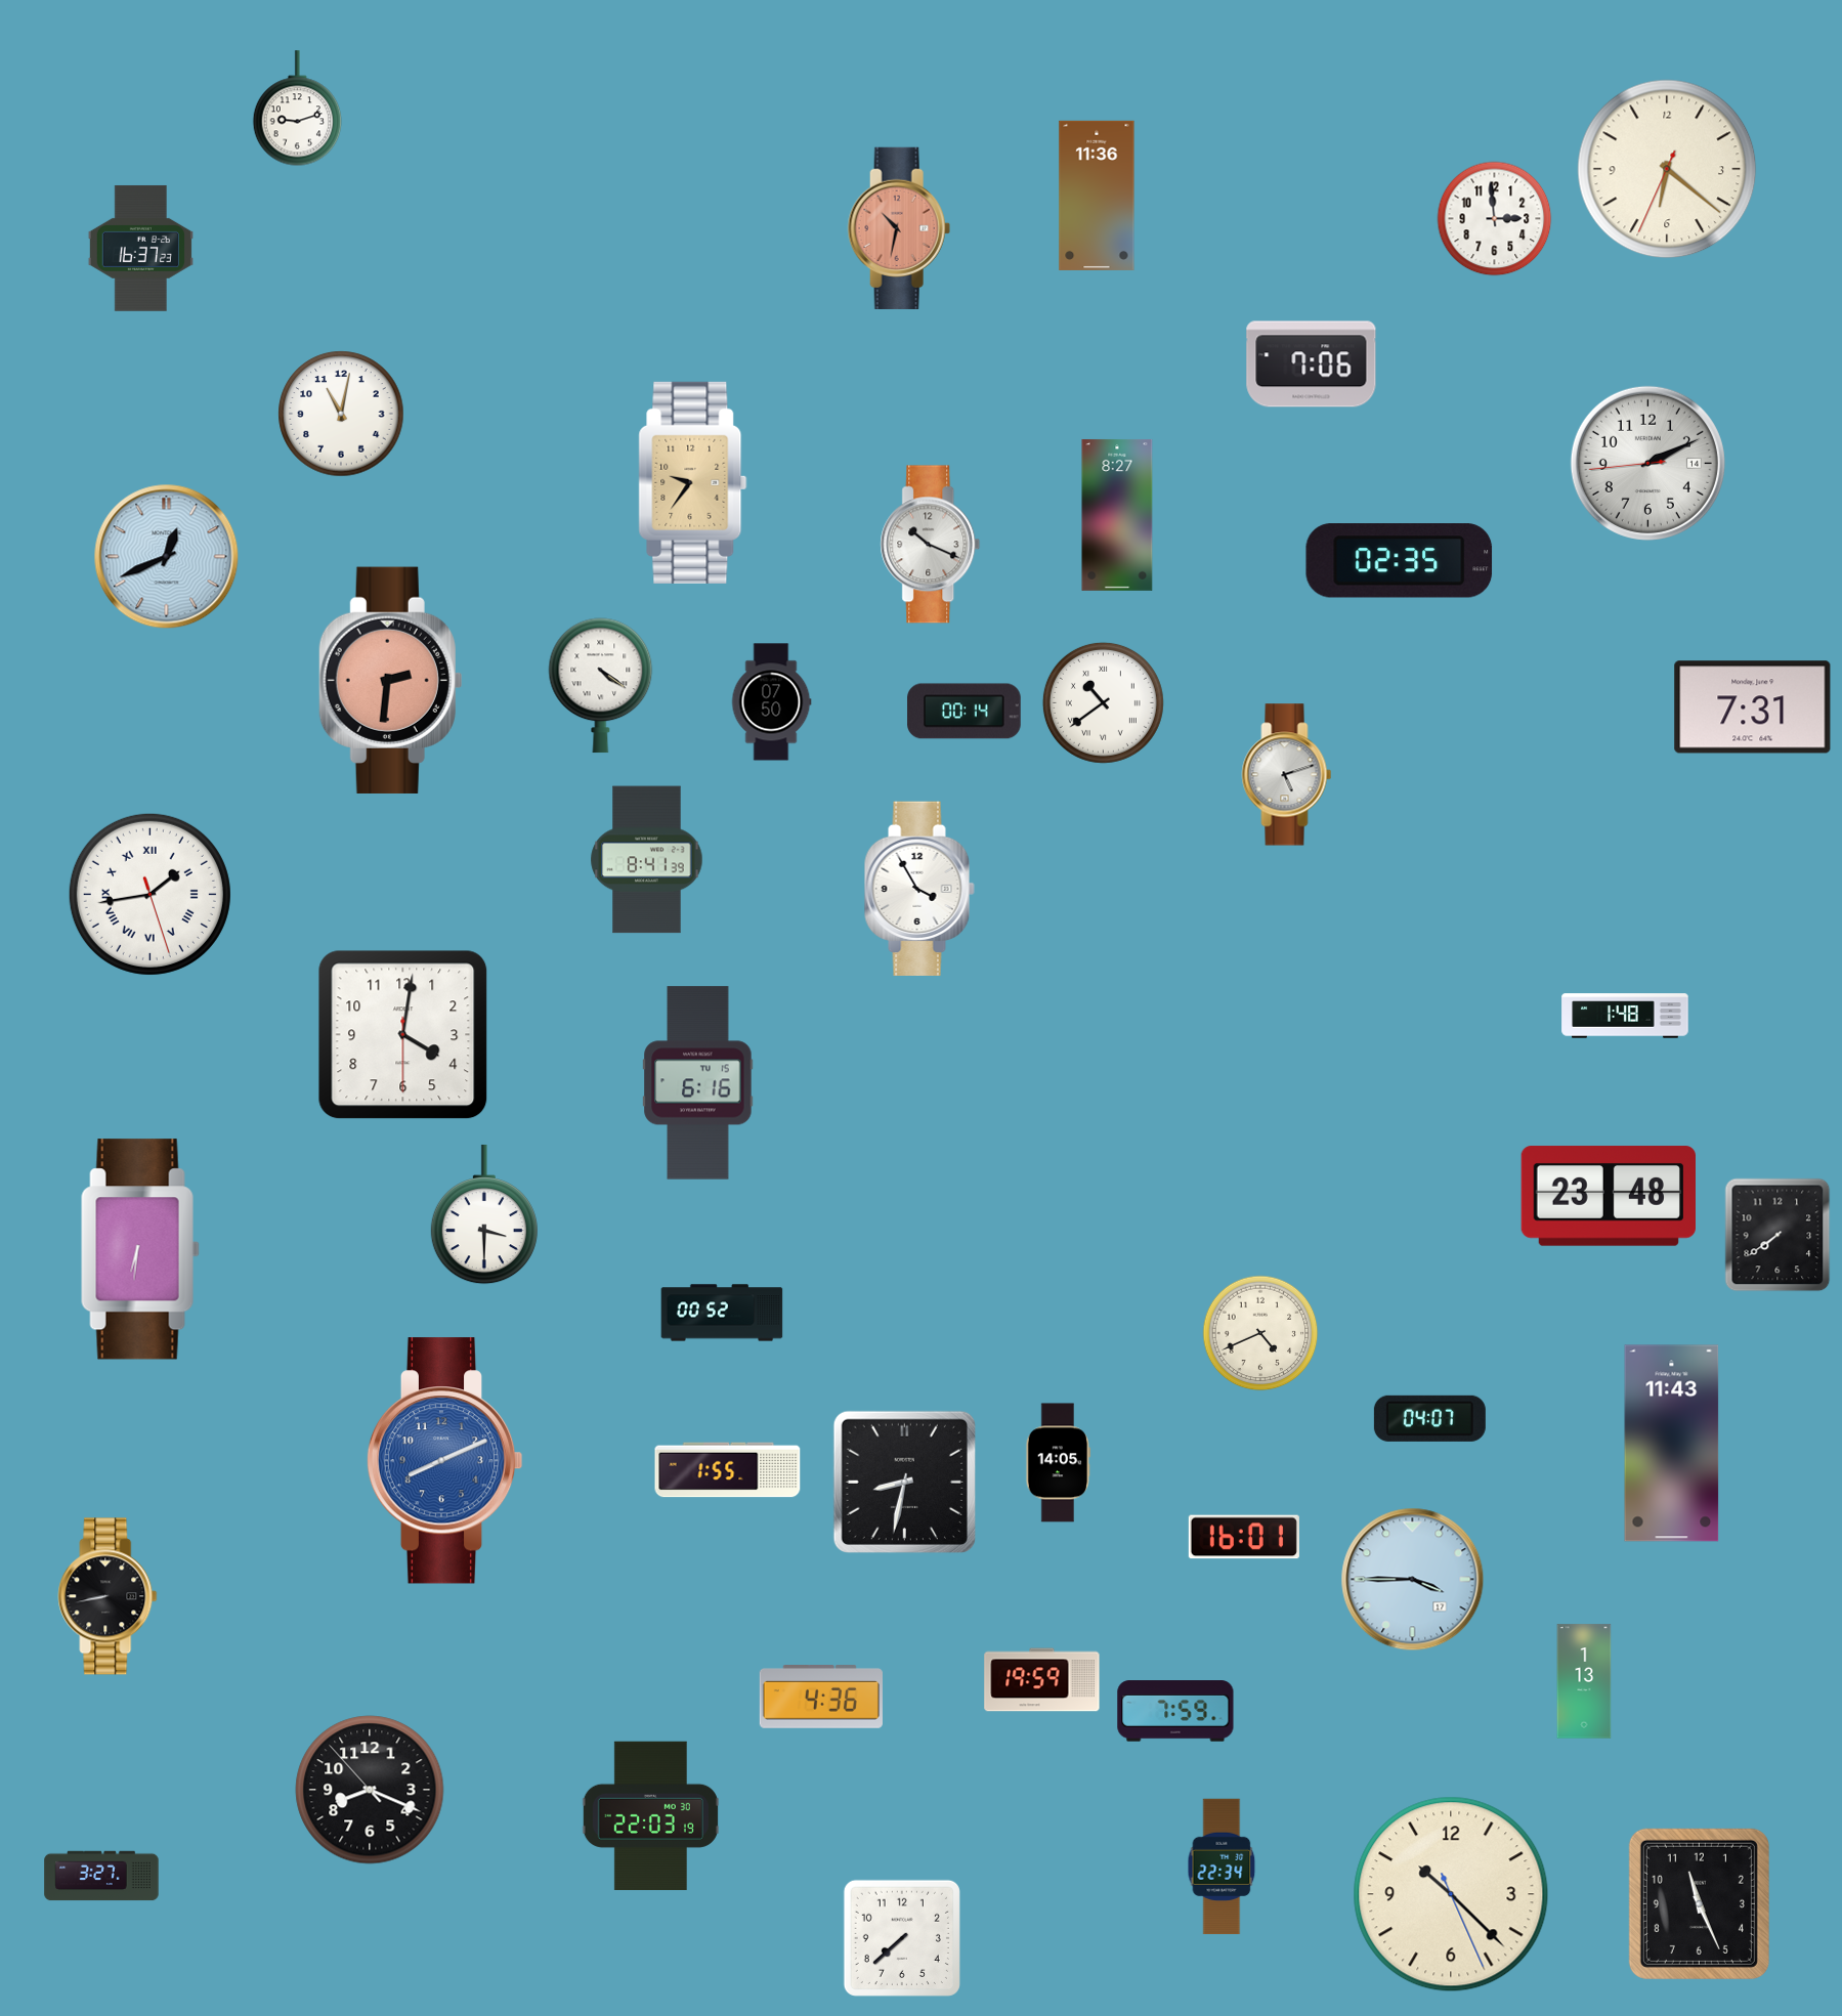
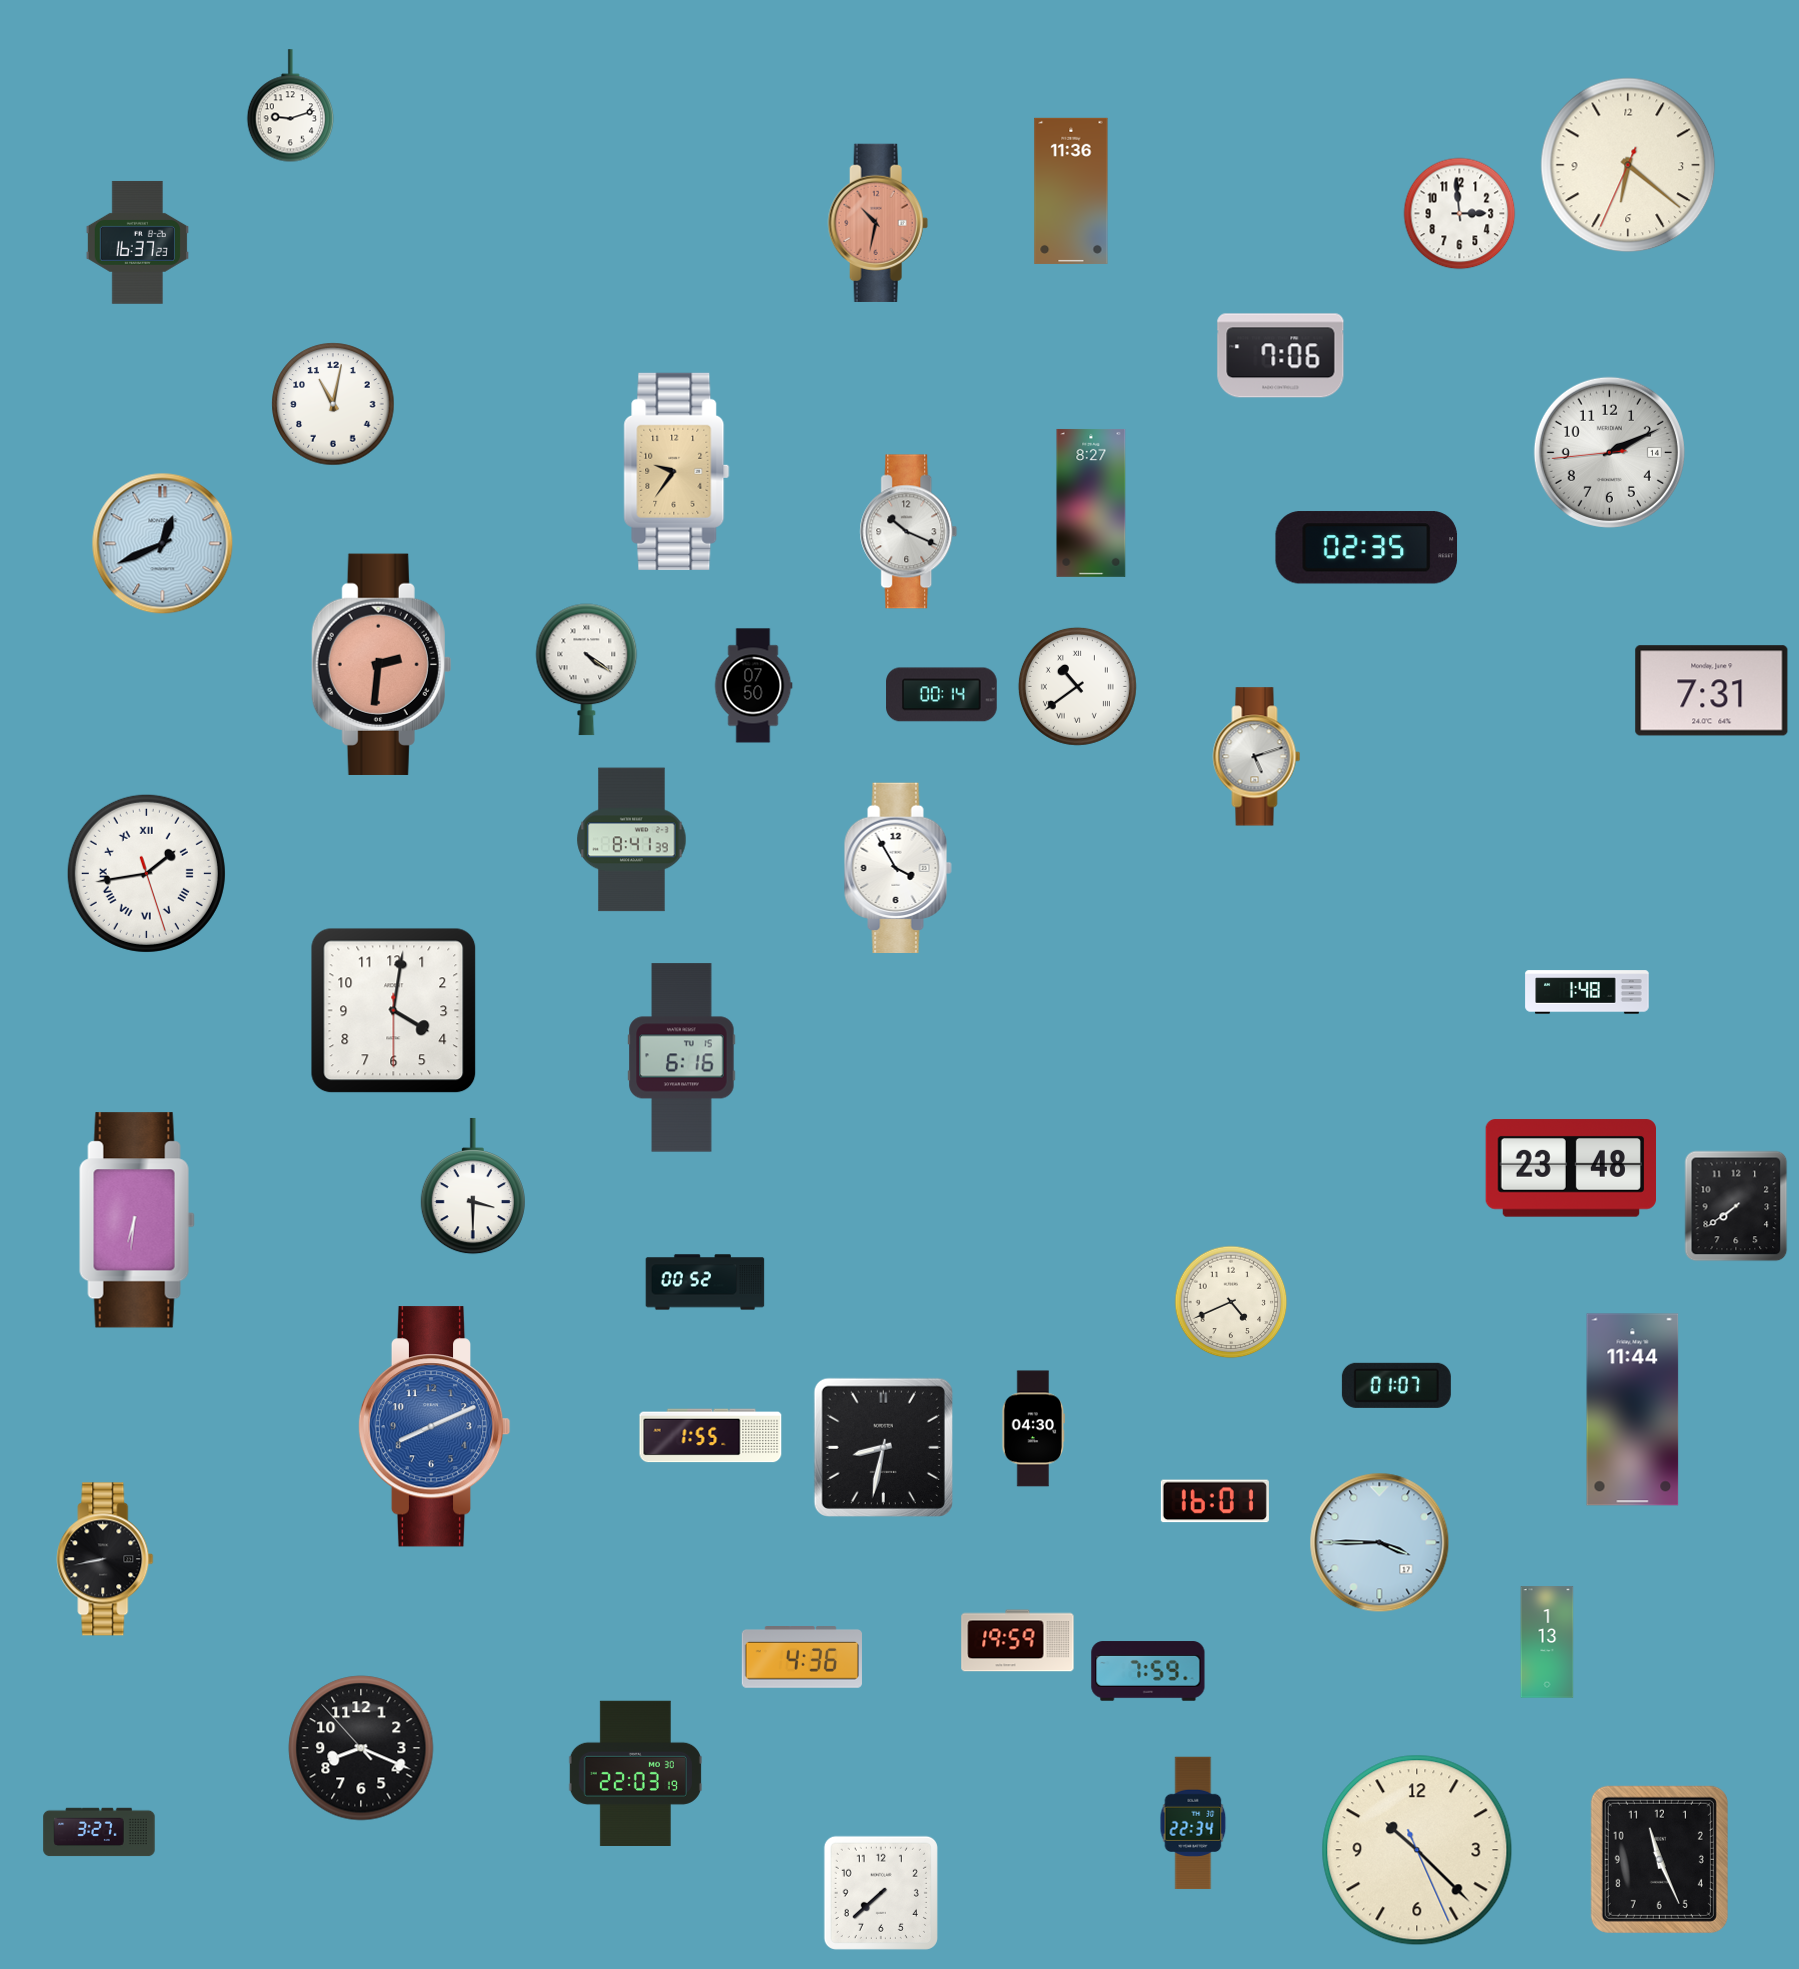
clock at (1429, 1418): 04:07 -> 01:07
clock at (1672, 1444): 11:43 -> 11:44
clock at (1059, 1463): 14:05 -> 04:30
